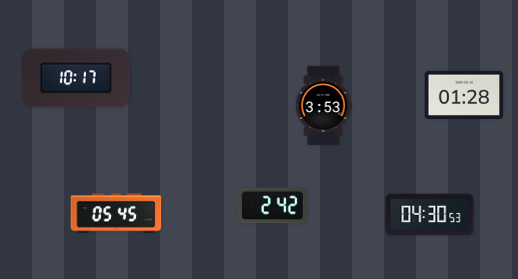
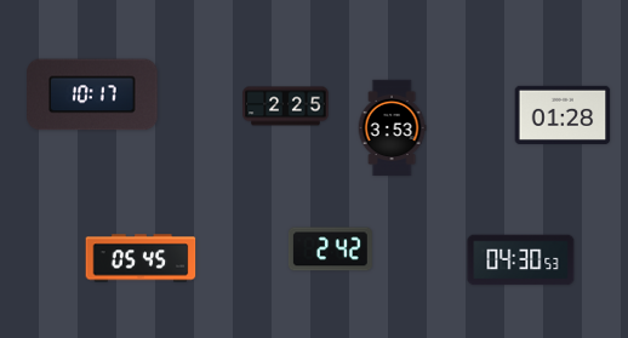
clock at (286, 107): none -> 2:25
